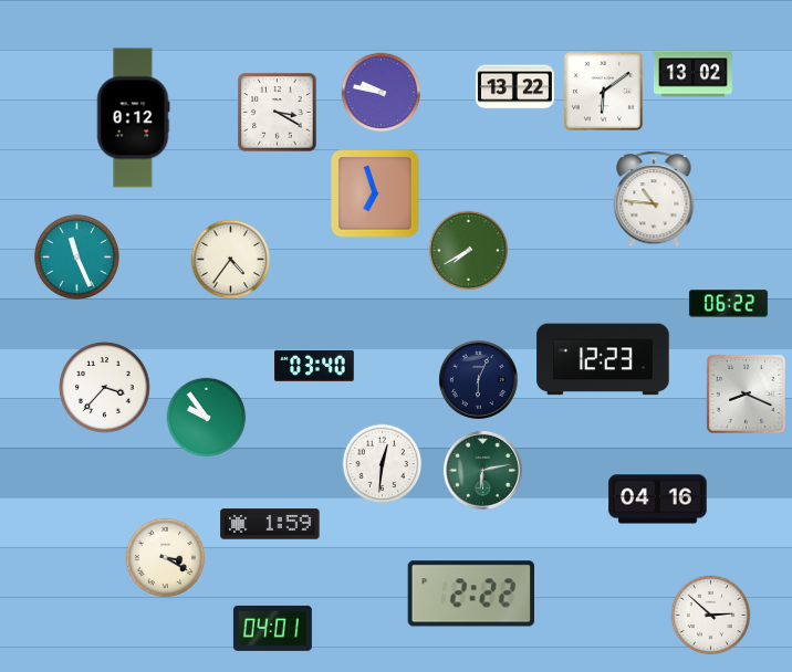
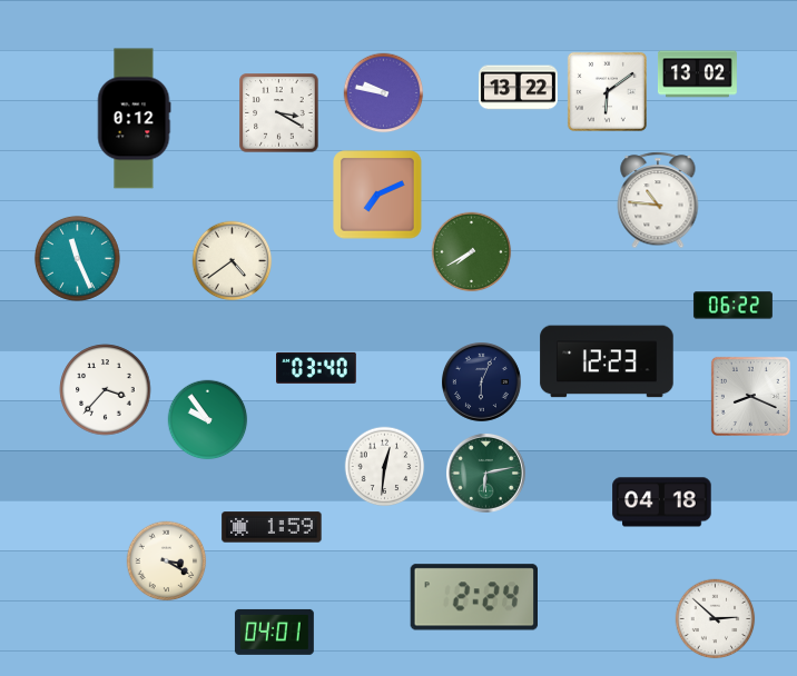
clock at (375, 193): 6:57 -> 7:11
clock at (231, 260): 4:36 -> 4:39
clock at (658, 500): 04:16 -> 04:18
clock at (470, 594): 2:22 -> 2:24
